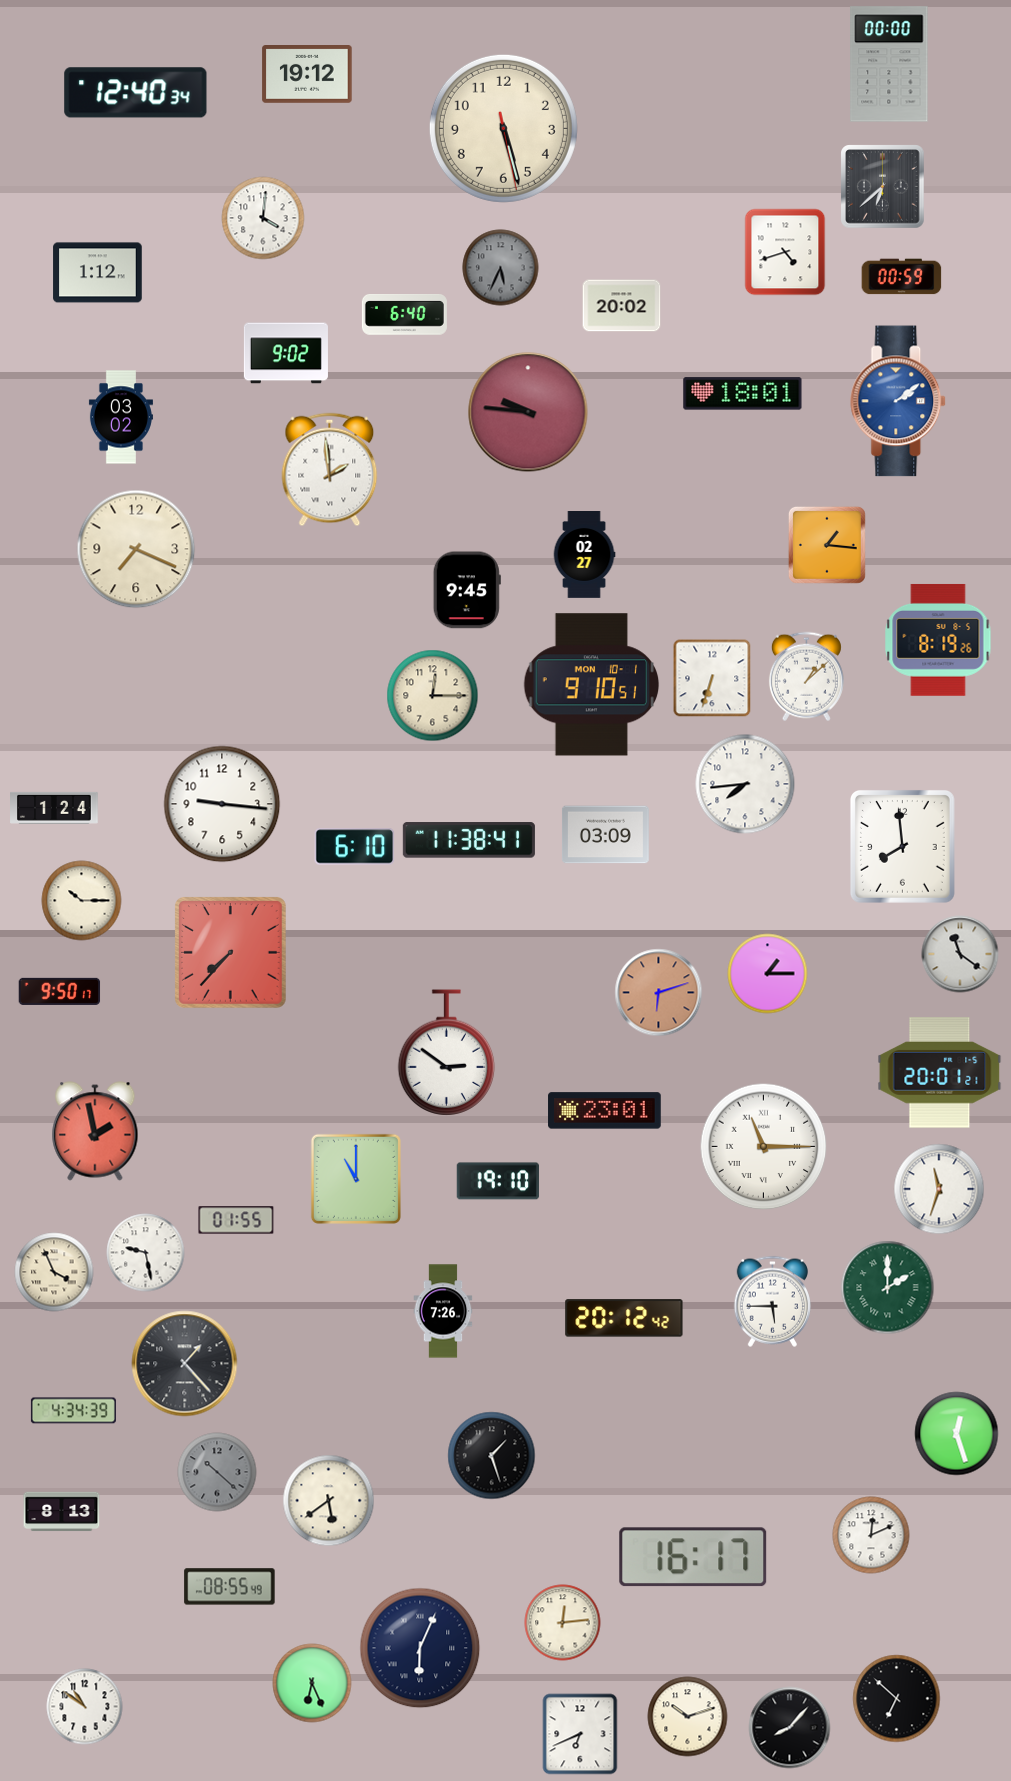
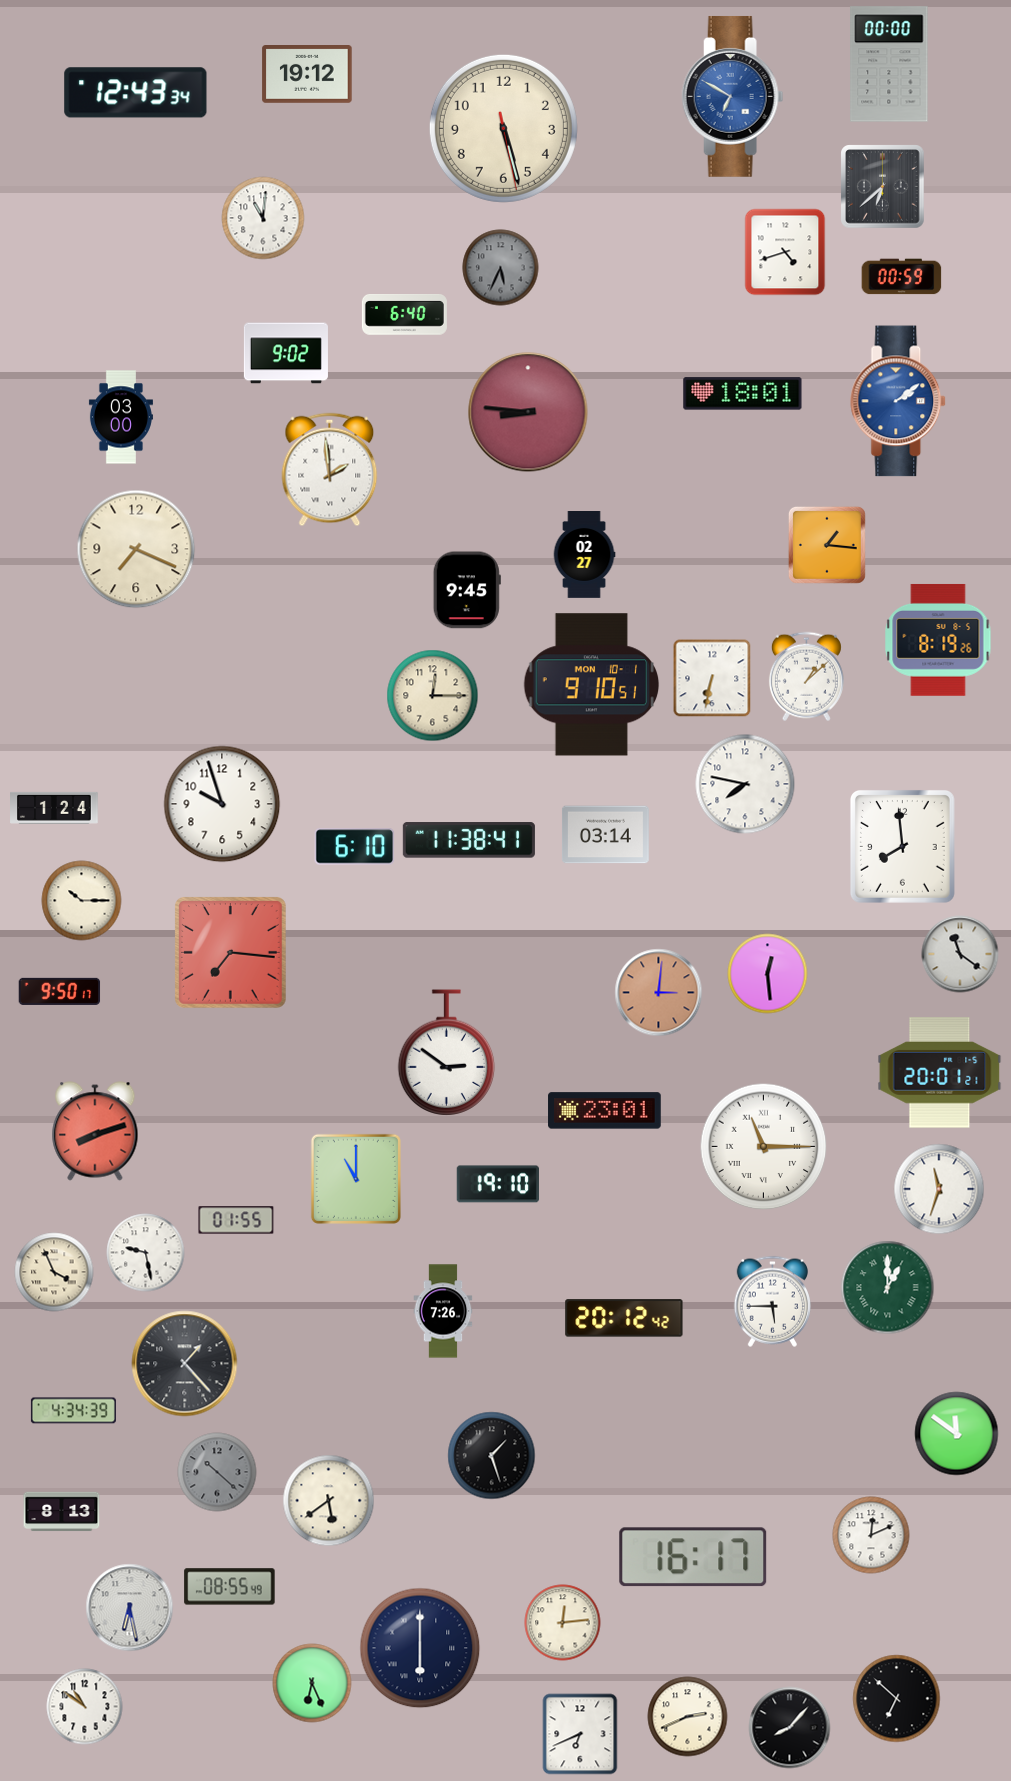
clock at (136, 93): 12:40 -> 12:43
clock at (733, 96): none -> 6:50
clock at (263, 218): 4:01 -> 11:01
clock at (98, 273): 1:12 -> none
clock at (622, 306): 20:02 -> none
clock at (528, 412): 9:46 -> 8:46
clock at (121, 417): 03:02 -> 03:00
clock at (712, 678): 6:33 -> 6:32
clock at (745, 784): 7:44 -> 7:47
clock at (222, 804): 9:16 -> 9:57
clock at (605, 835): 03:09 -> 03:14
clock at (231, 953): 7:37 -> 7:16
clock at (768, 974): 1:15 -> 12:29
clock at (659, 993): 6:12 -> 3:01
clock at (95, 1131): 1:58 -> 8:12
clock at (498, 1181) position: (498, 1181) -> (498, 1184)
clock at (888, 1288): 2:00 -> 1:00
clock at (957, 1434): 12:27 -> 11:51
clock at (130, 1608): none -> 6:28
clock at (420, 1648): 6:04 -> 6:00
clock at (688, 1717): 10:12 -> 2:41
